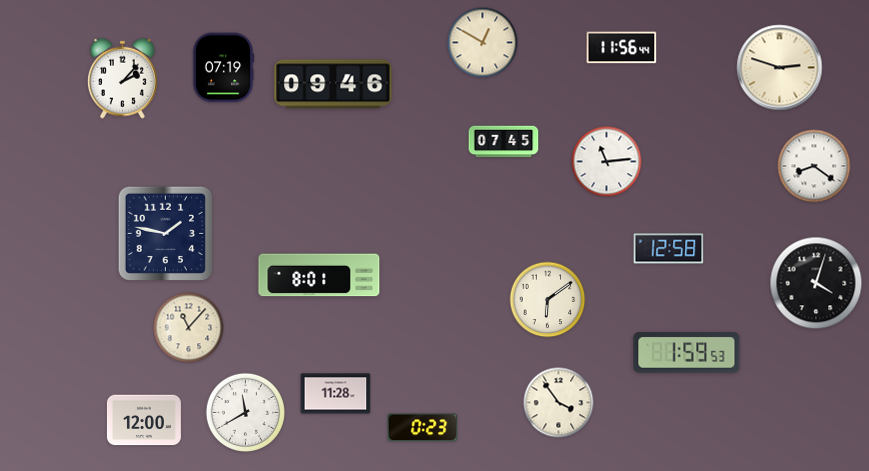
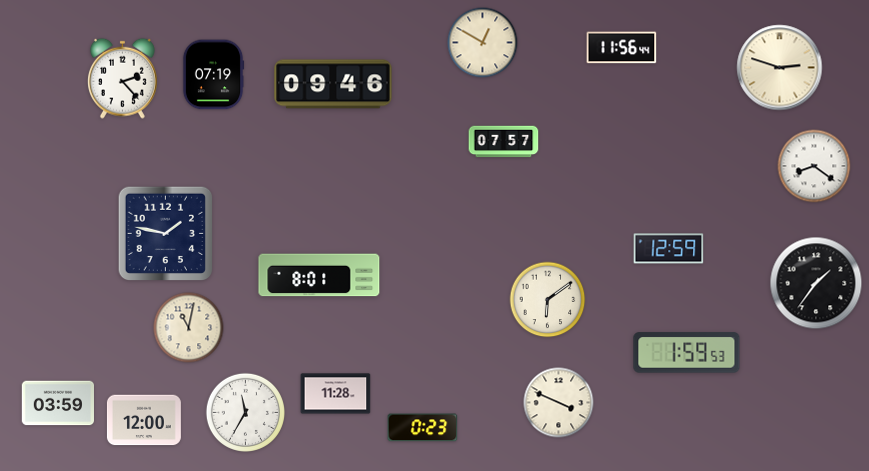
clock at (223, 68) position: (223, 68) -> (213, 75)
clock at (122, 78): 2:07 -> 2:23
clock at (504, 142): 07:45 -> 07:57
clock at (607, 162): 11:14 -> none
clock at (669, 249): 12:58 -> 12:59
clock at (816, 283): 4:03 -> 1:36
clock at (189, 328): 11:07 -> 11:02
clock at (58, 403): none -> 03:59
clock at (559, 403): 3:54 -> 3:49
clock at (245, 412): 11:40 -> 11:35
